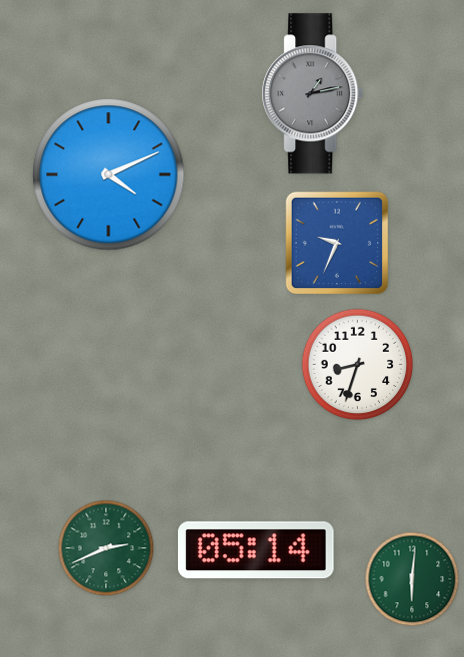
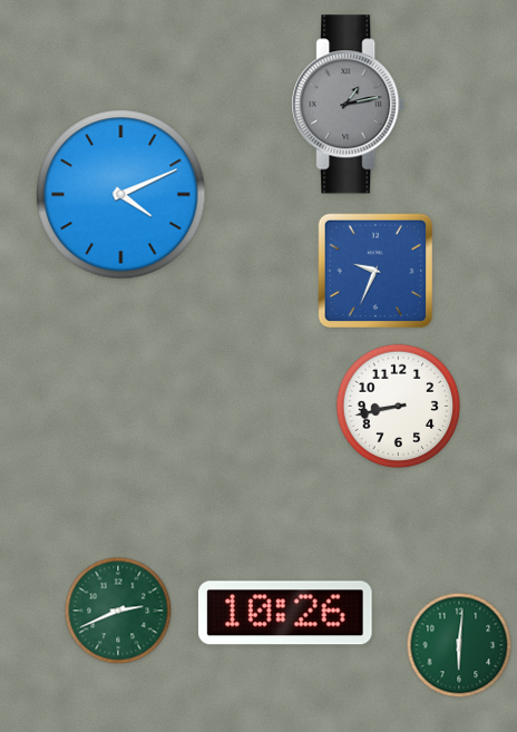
clock at (358, 365): 8:33 -> 8:43
clock at (256, 550): 05:14 -> 10:26
